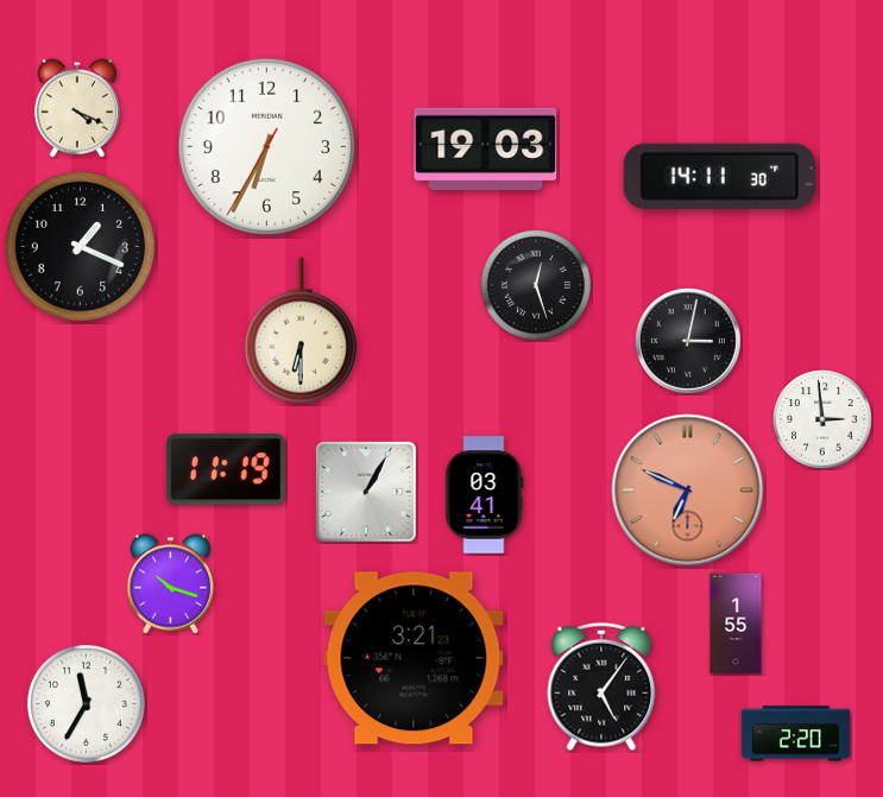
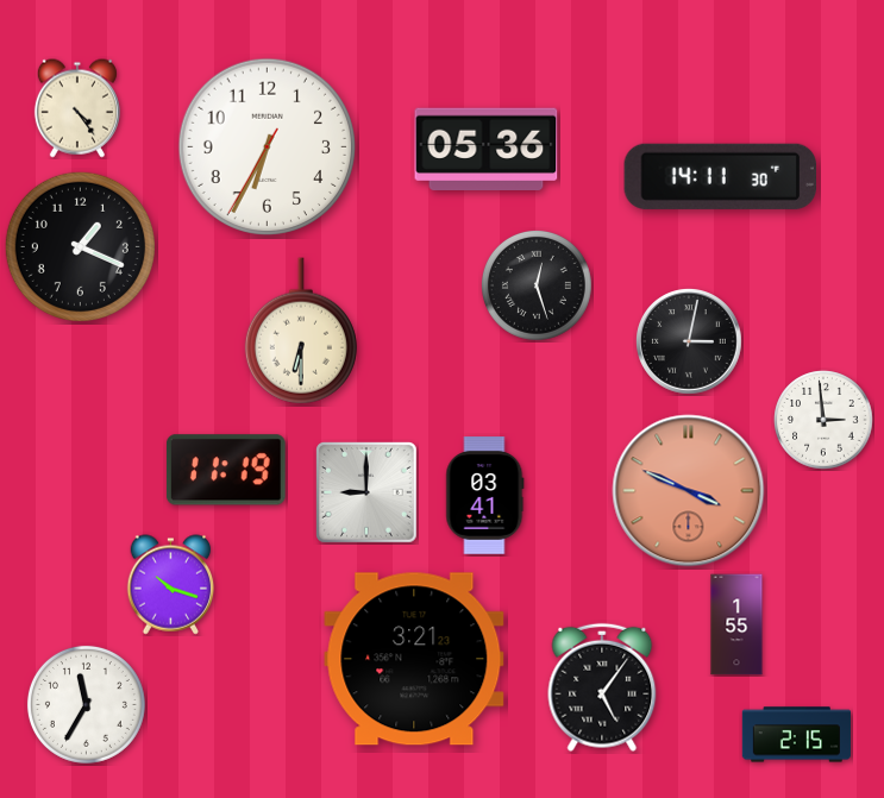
clock at (77, 108): 4:19 -> 4:24
clock at (486, 148): 19:03 -> 05:36
clock at (688, 491): 6:49 -> 3:49
clock at (367, 493): 1:05 -> 9:00
clock at (795, 734): 2:20 -> 2:15
